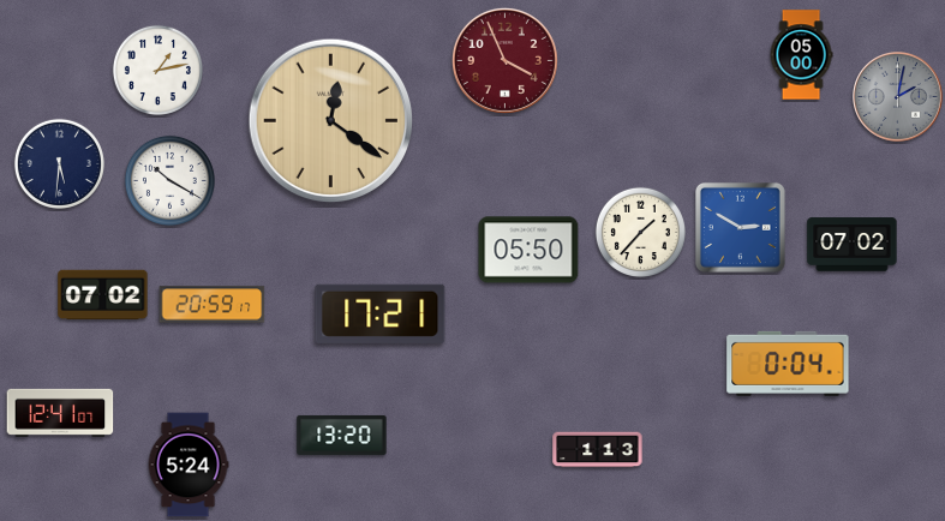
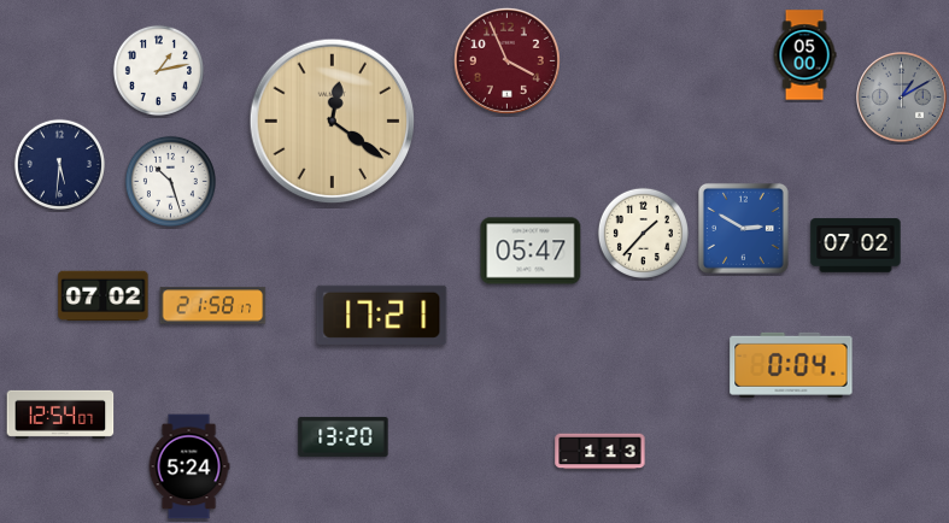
clock at (898, 97): 2:02 -> 1:10
clock at (169, 180): 10:20 -> 10:27
clock at (528, 250): 05:50 -> 05:47
clock at (213, 305): 20:59 -> 21:58
clock at (60, 413): 12:41 -> 12:54
